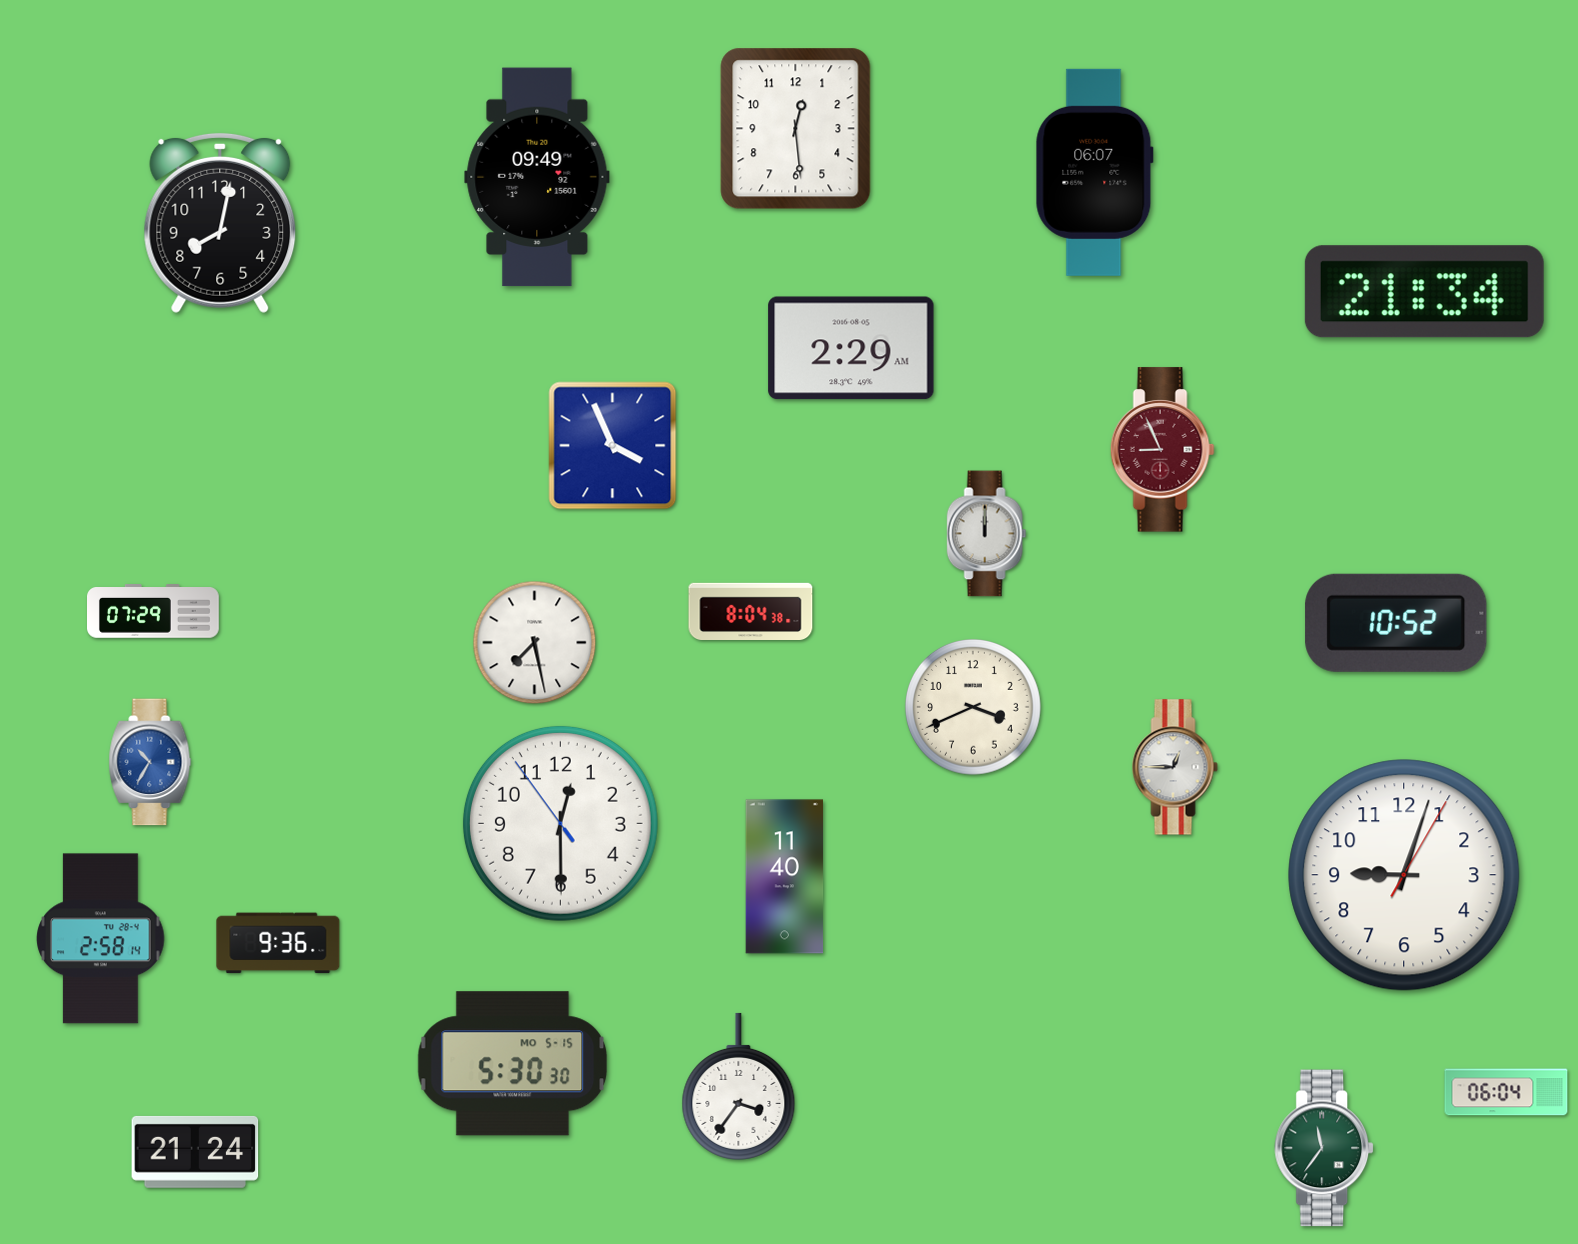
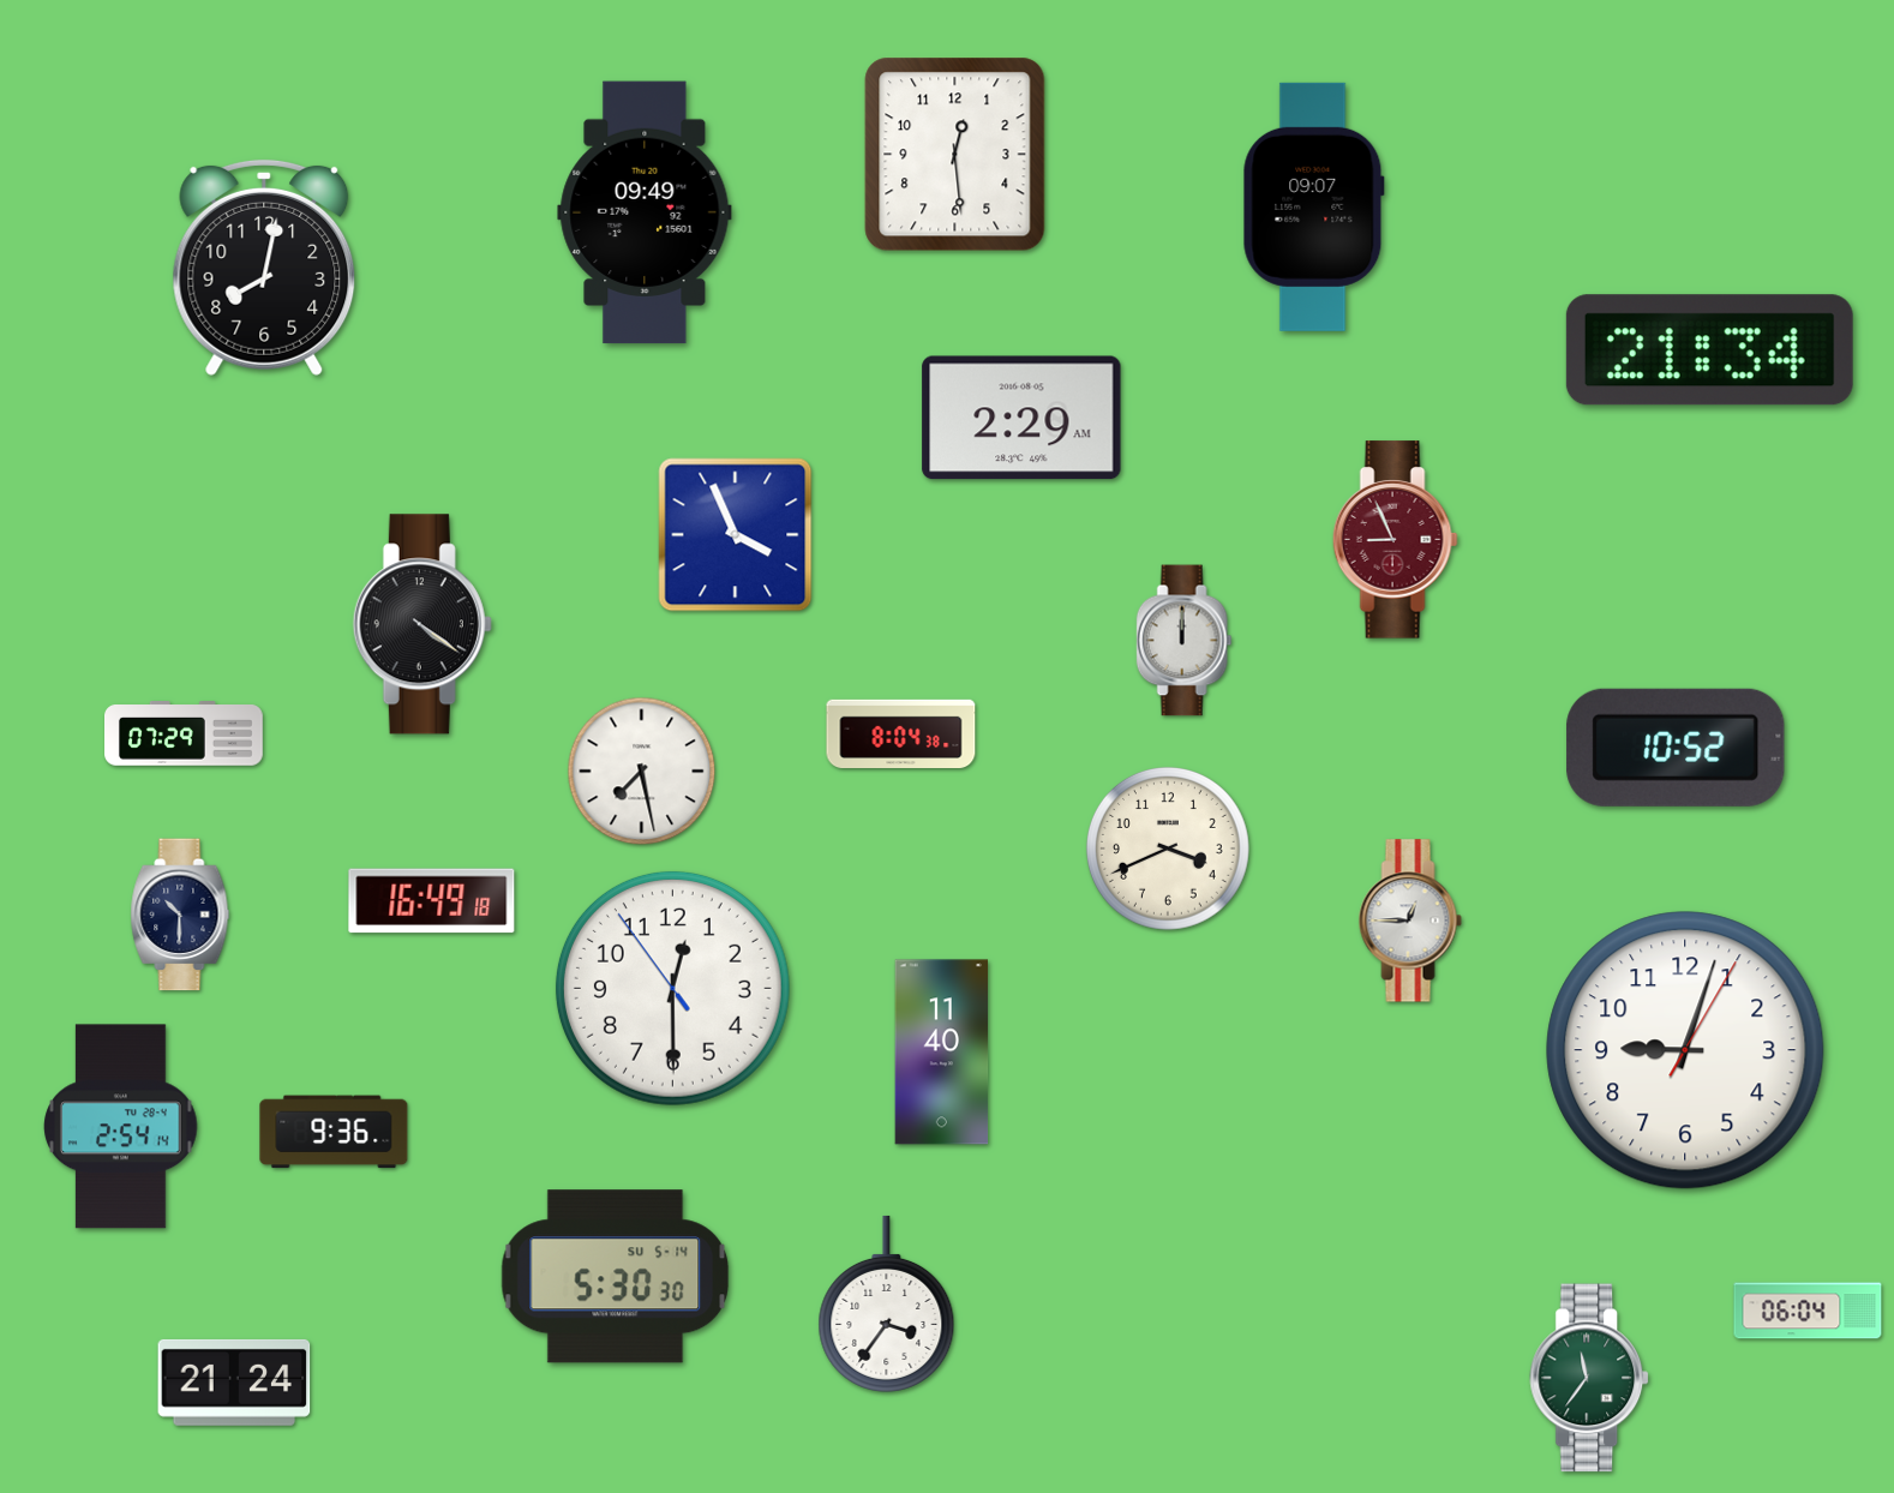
clock at (1094, 172): 06:07 -> 09:07
clock at (422, 624): none -> 4:21
clock at (432, 901): none -> 16:49
clock at (150, 762): 10:35 -> 10:30
clock at (150, 762) dial: blue -> navy
clock at (101, 939): 2:58 -> 2:54
clock at (513, 1064) date: MO 5-15 -> SU 5-14
